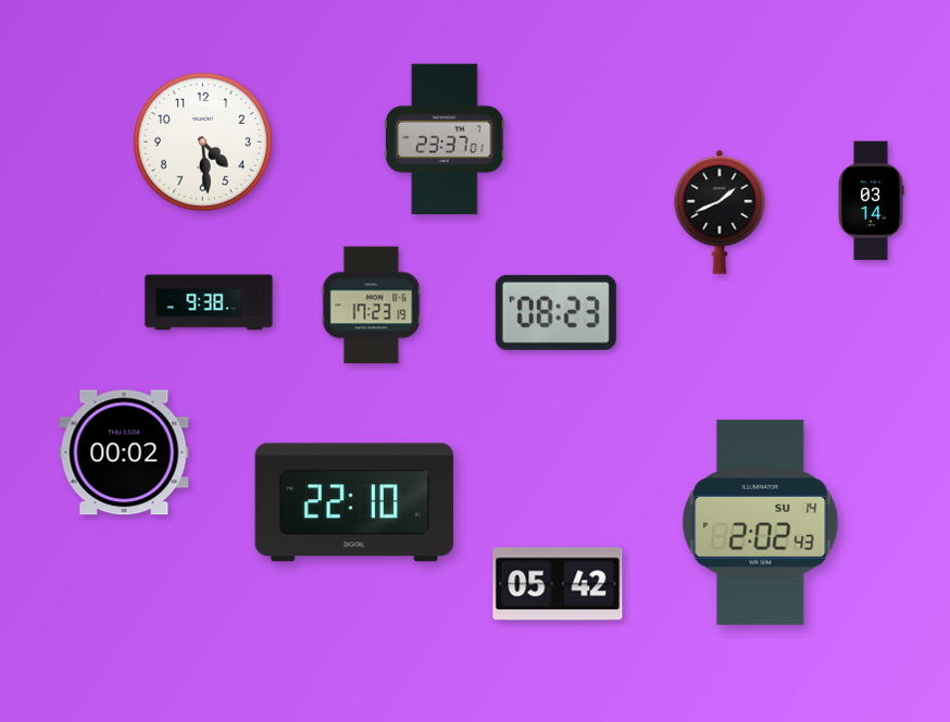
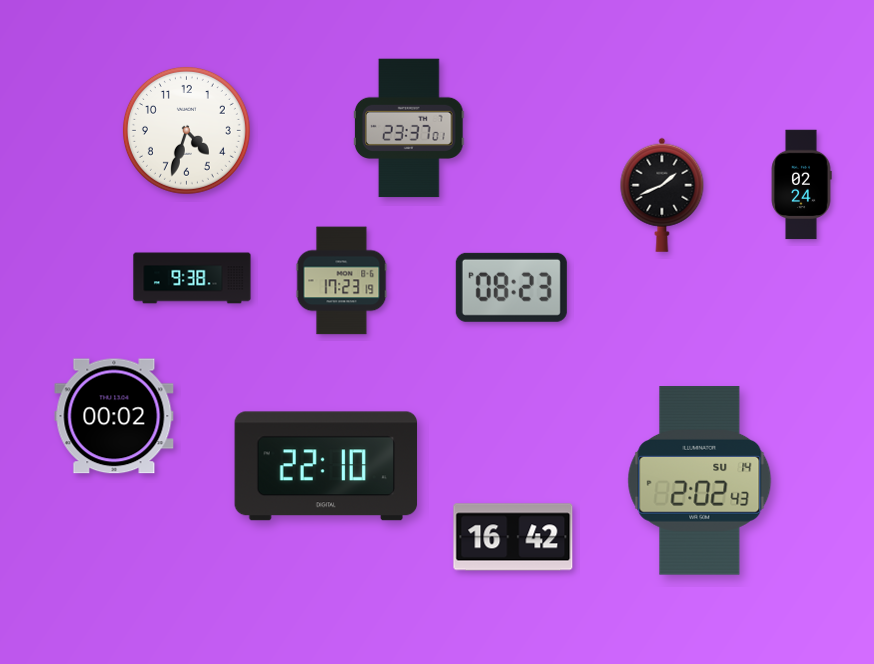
clock at (202, 141): 4:29 -> 4:33
clock at (871, 201): 03:14 -> 02:24
clock at (354, 502) position: (354, 502) -> (326, 466)
clock at (558, 584): 05:42 -> 16:42
